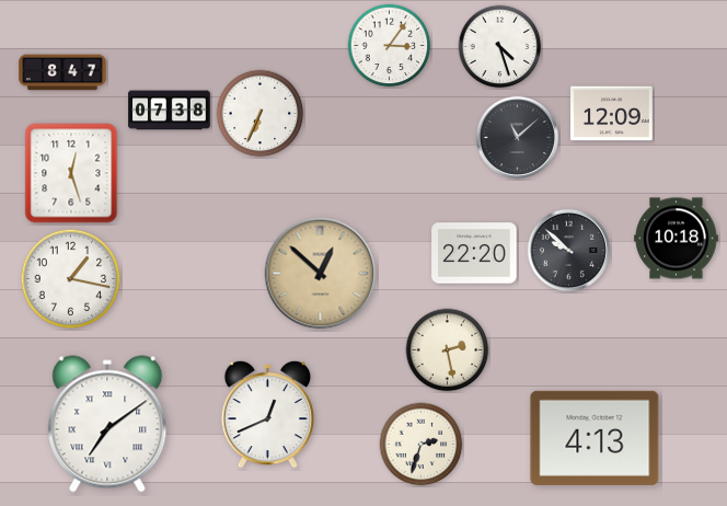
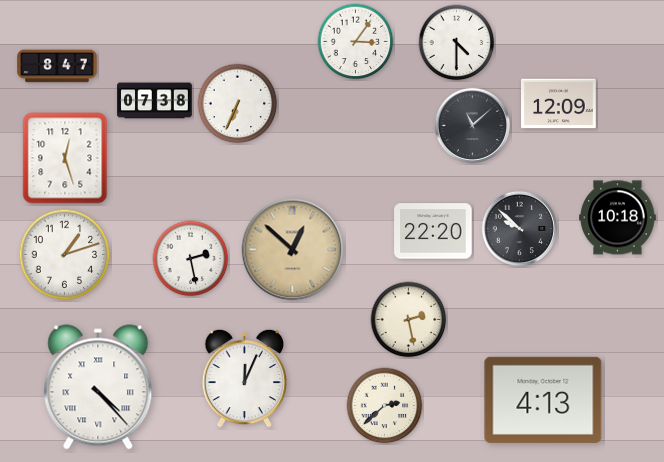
clock at (500, 47): 4:27 -> 4:30
clock at (71, 279): 1:17 -> 1:12
clock at (191, 259): none -> 2:28
clock at (267, 414): 12:41 -> 12:04
clock at (107, 424): 7:09 -> 4:23
clock at (422, 445): 2:33 -> 2:38
